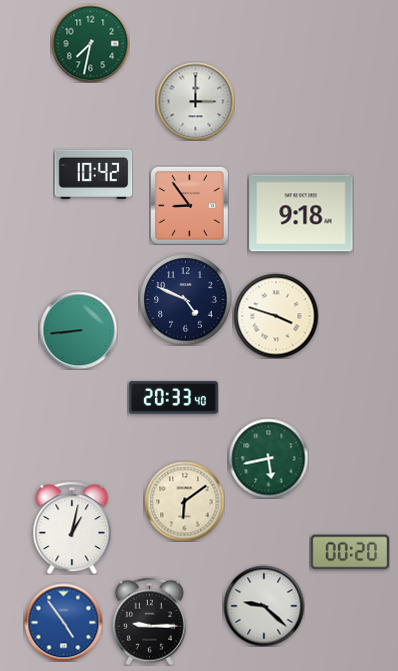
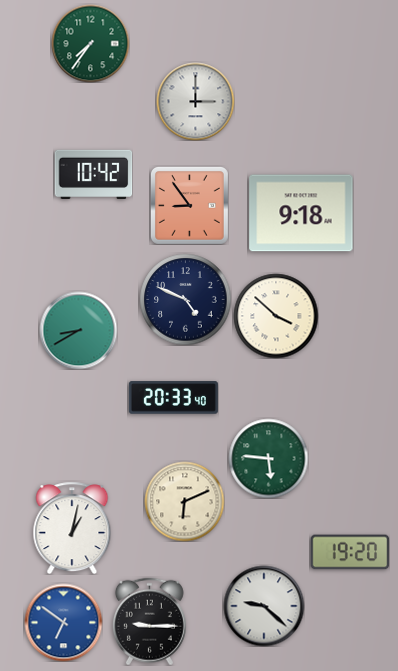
clock at (90, 43): 7:32 -> 7:36
clock at (276, 316): 3:48 -> 3:52
clock at (78, 330): 8:44 -> 8:40
clock at (268, 458): 5:43 -> 5:46
clock at (184, 501): 6:09 -> 6:11
clock at (350, 552): 00:20 -> 19:20
clock at (63, 622): 4:54 -> 6:51
